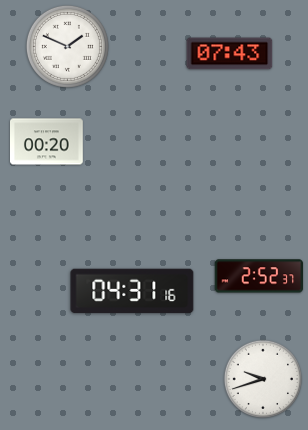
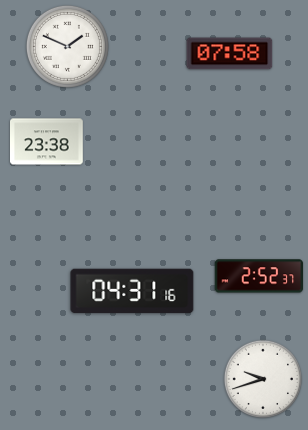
clock at (230, 54): 07:43 -> 07:58
clock at (47, 142): 00:20 -> 23:38
